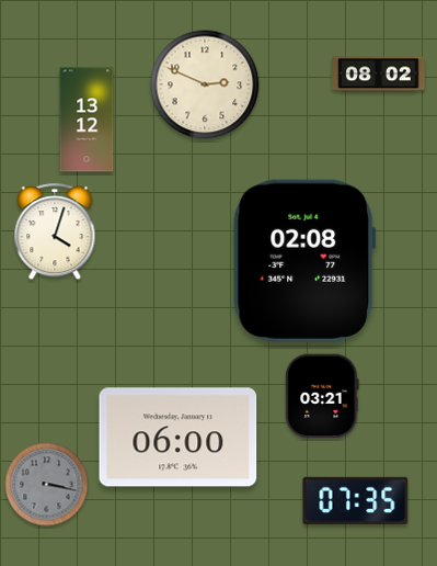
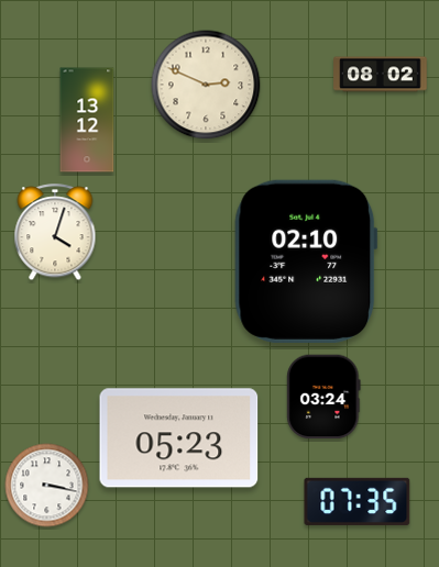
clock at (304, 261): 02:08 -> 02:10
clock at (322, 396): 03:21 -> 03:24
clock at (179, 438): 06:00 -> 05:23
clock at (47, 485) dial: grey -> white
